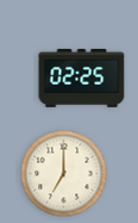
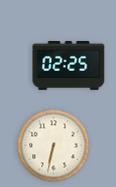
clock at (64, 174): 7:00 -> 6:32
